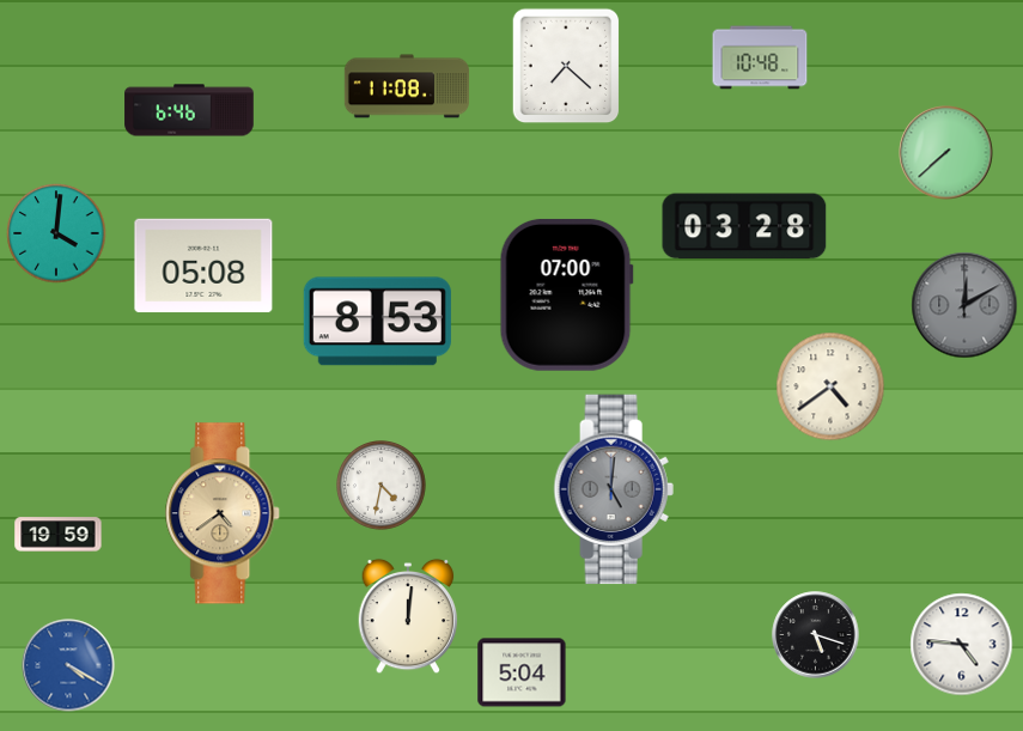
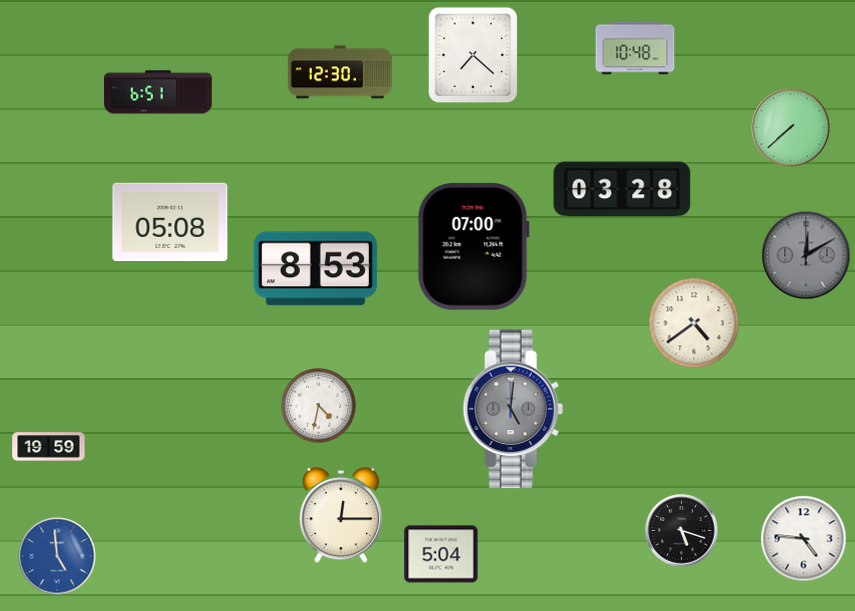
clock at (407, 86): 11:08 -> 12:30
clock at (189, 110): 6:46 -> 6:51
clock at (56, 233): 4:01 -> none
clock at (224, 513): 4:39 -> none
clock at (408, 616): 12:01 -> 12:15
clock at (68, 665): 4:20 -> 4:59
clock at (522, 672) position: (522, 672) -> (441, 554)
